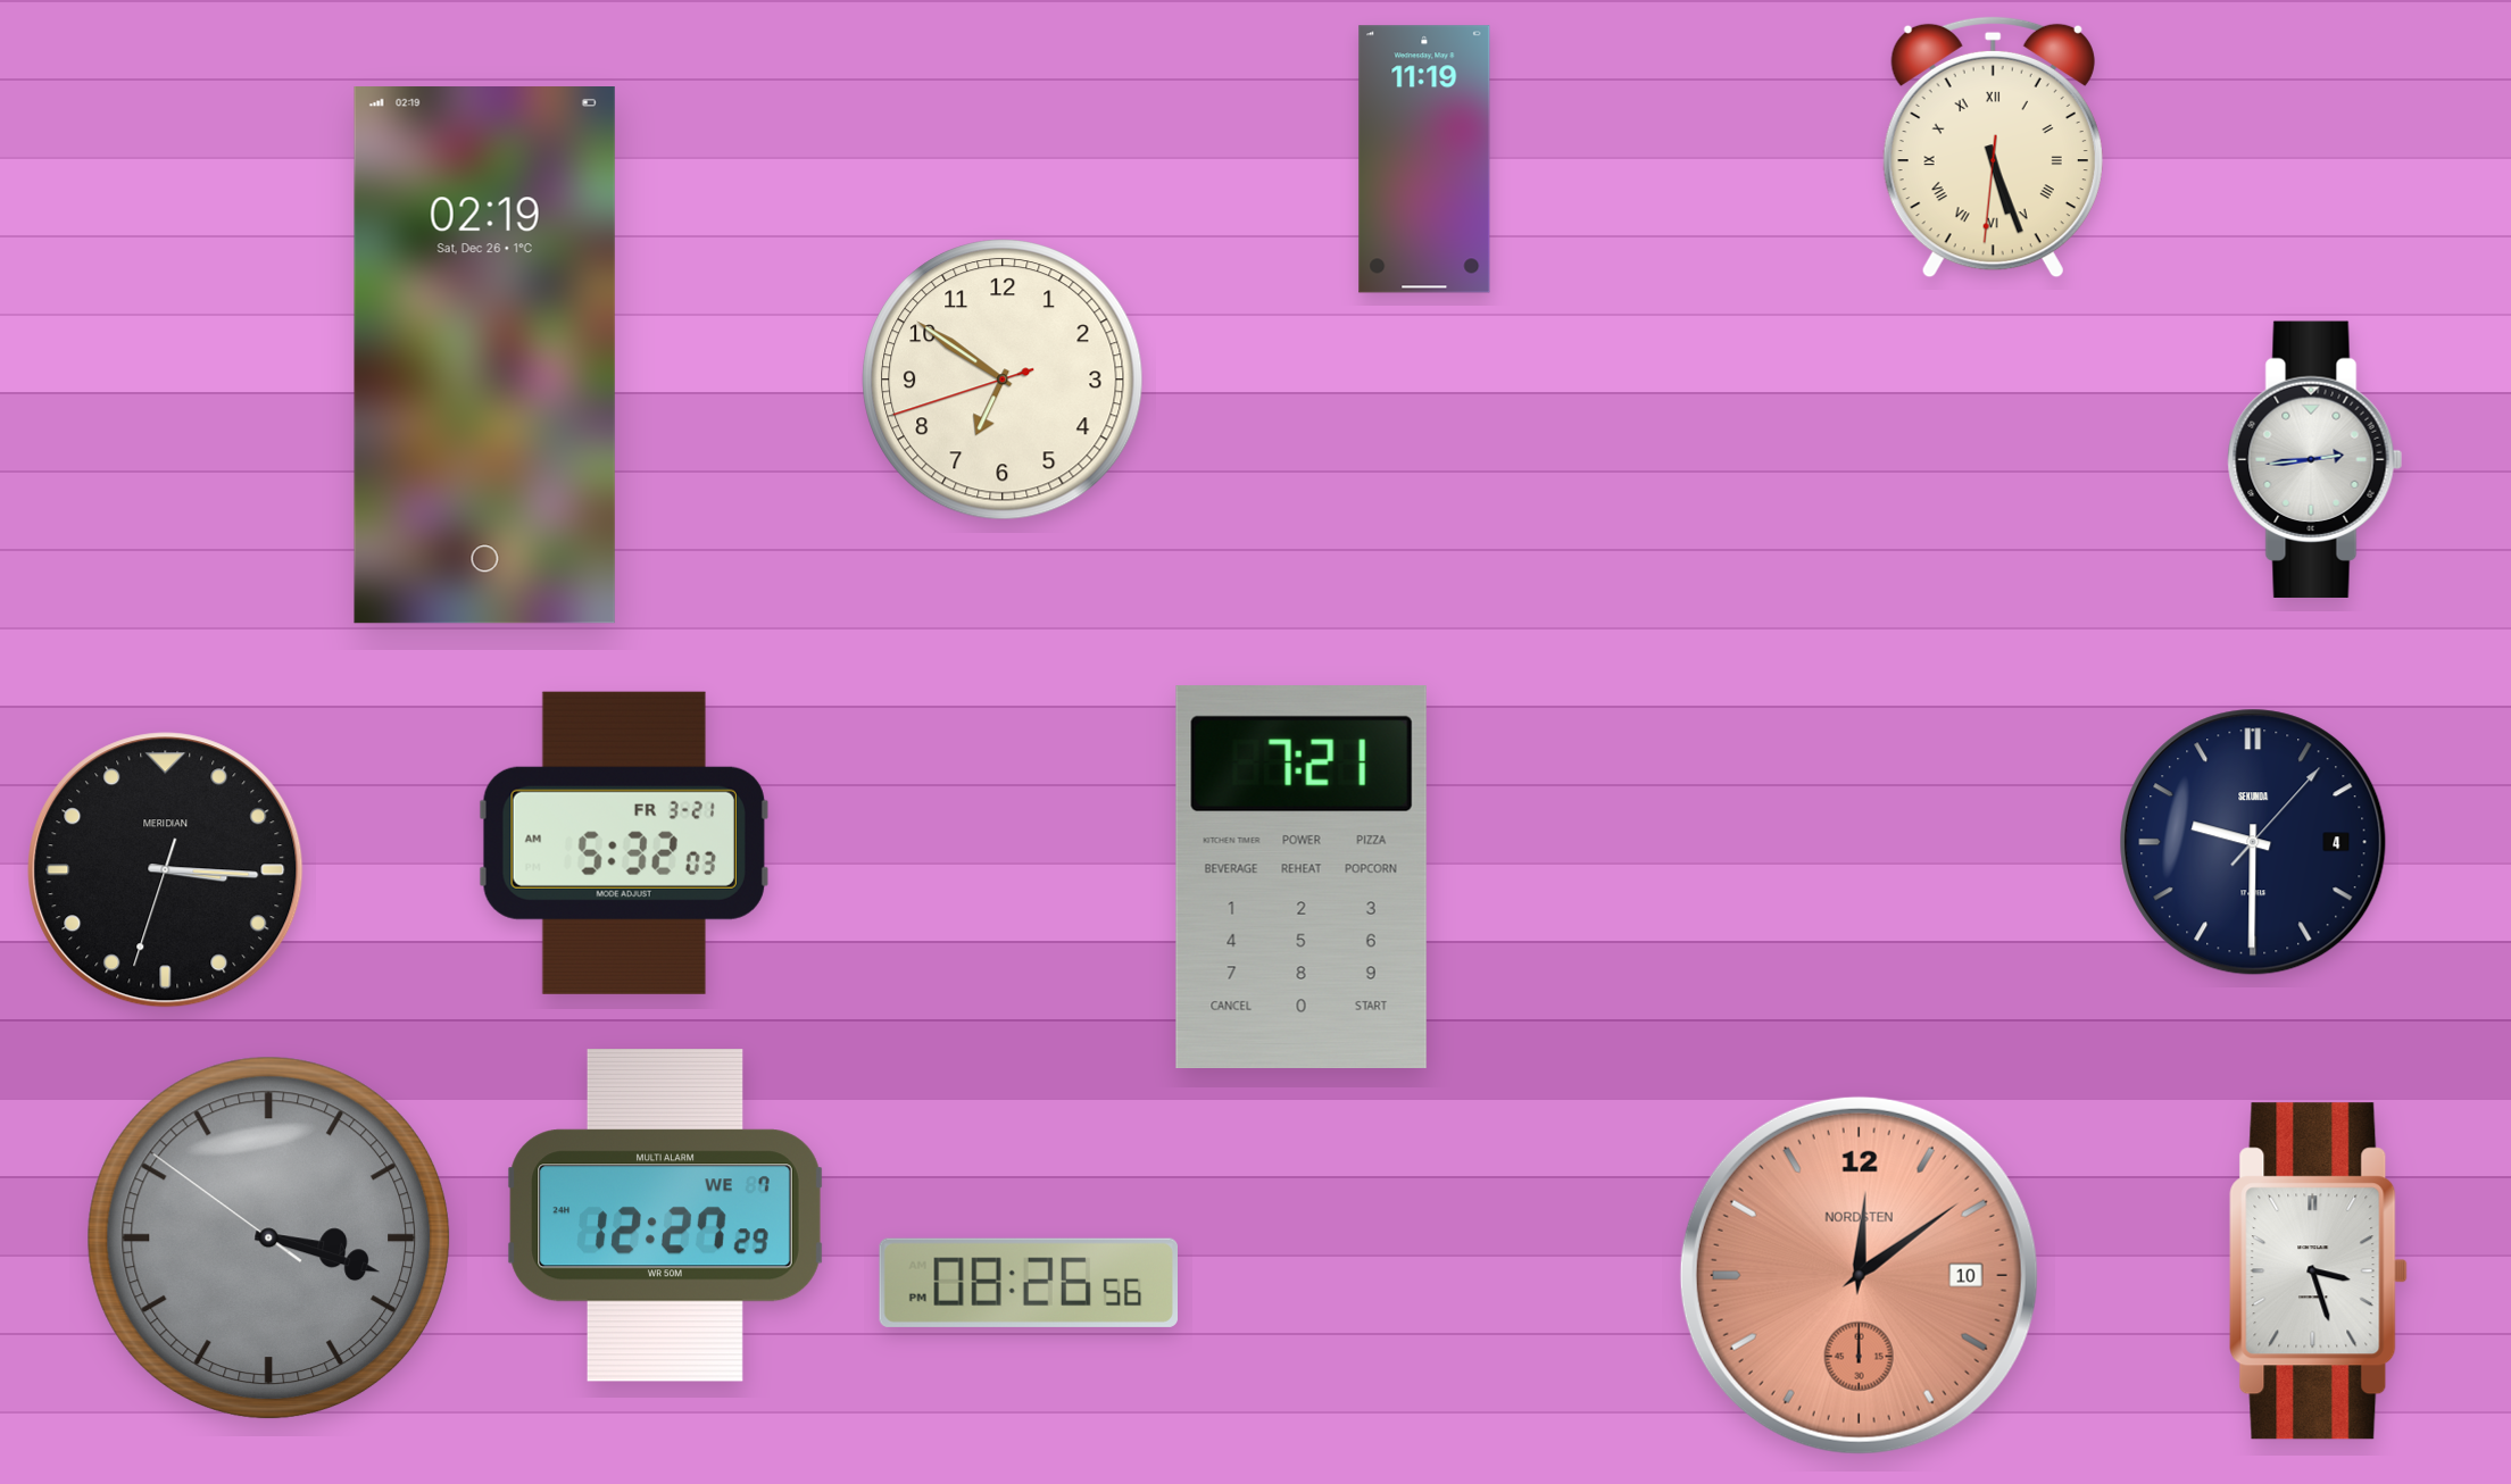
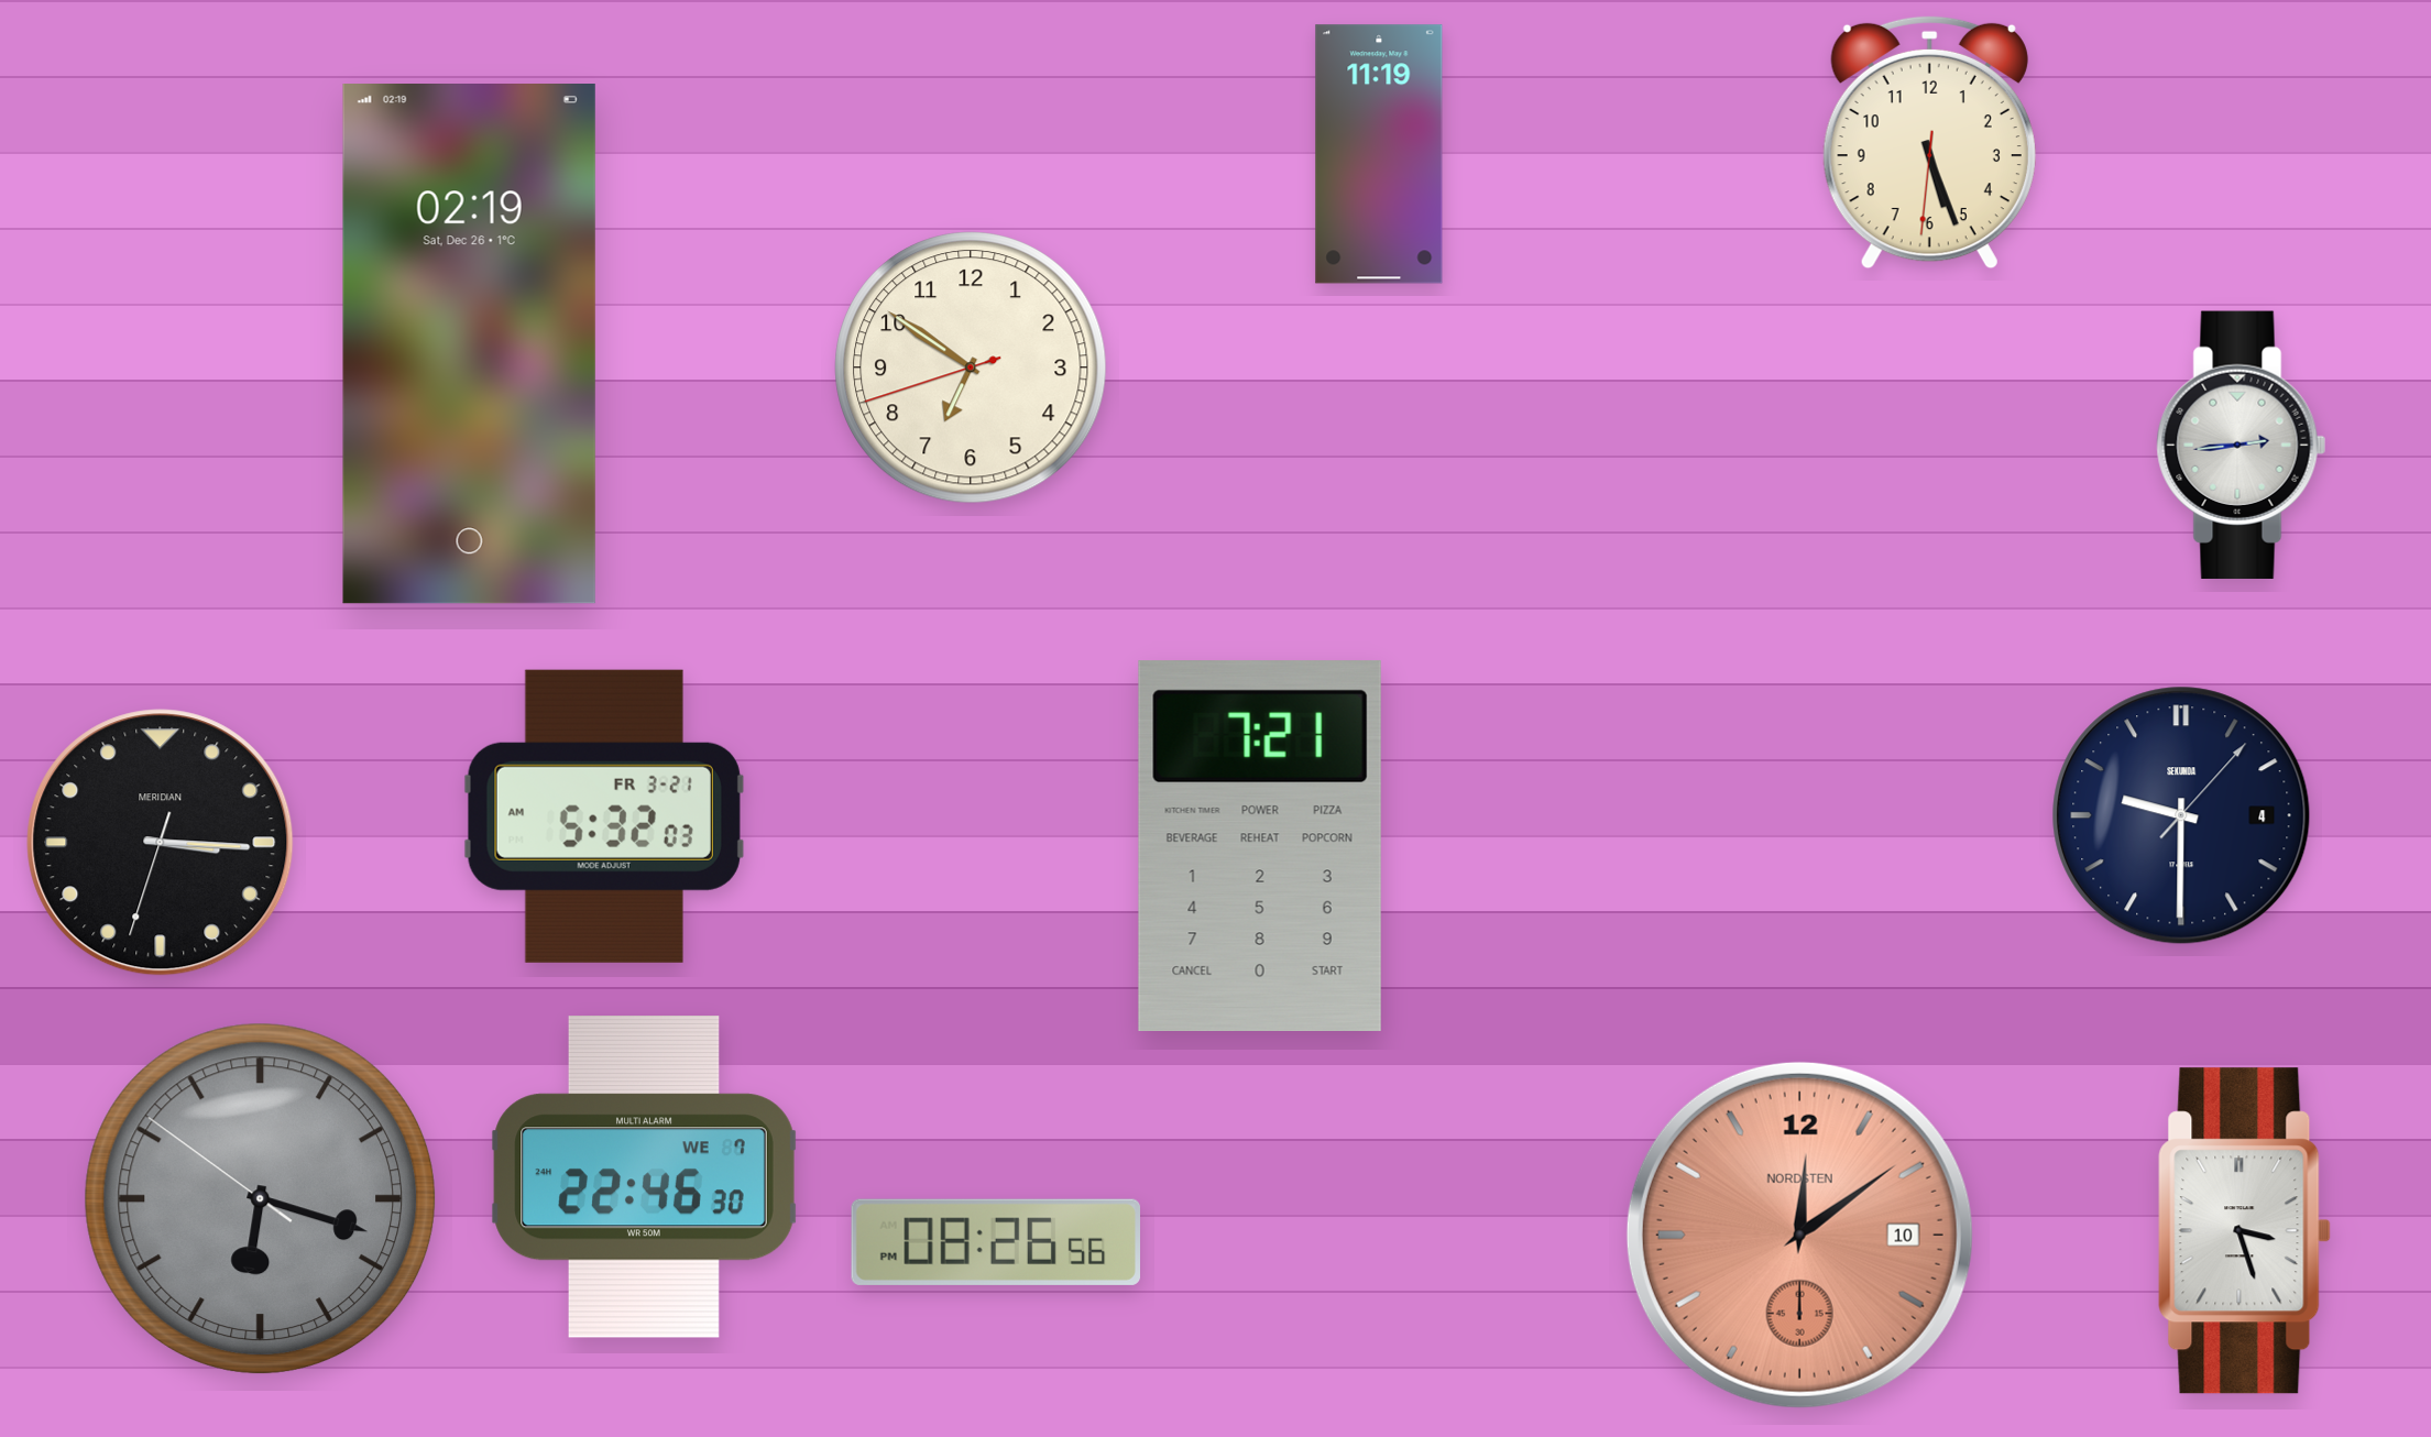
clock at (1993, 147) numerals: Roman -> Arabic
clock at (1302, 876) position: (1302, 876) -> (1260, 845)
clock at (665, 1216): 12:27 -> 22:46
clock at (268, 1237): 3:17 -> 6:17
